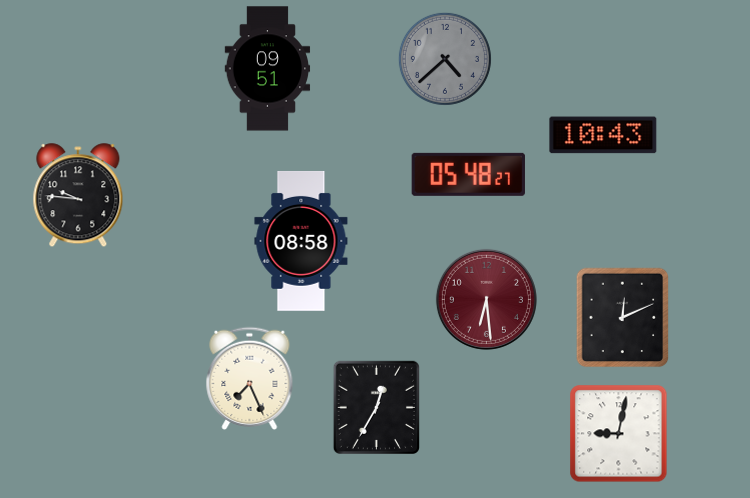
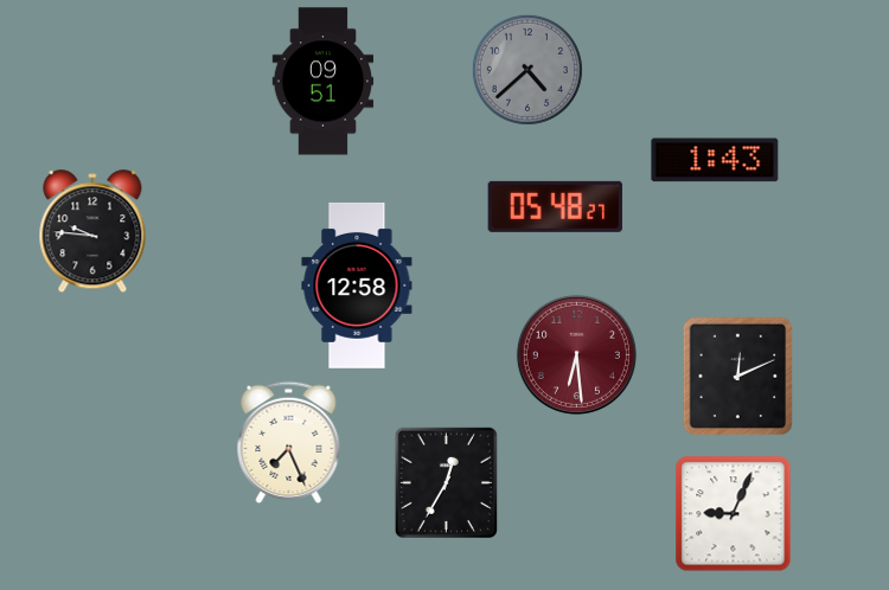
clock at (268, 69) position: (268, 69) -> (324, 82)
clock at (603, 135): 10:43 -> 1:43
clock at (301, 241): 08:58 -> 12:58
clock at (250, 378) position: (250, 378) -> (289, 442)
clock at (619, 434): 9:02 -> 9:04
